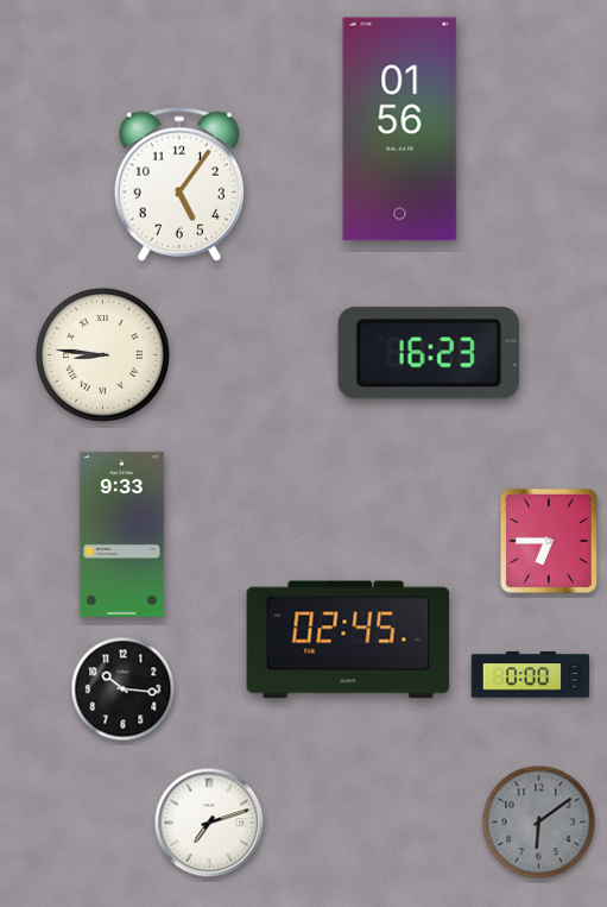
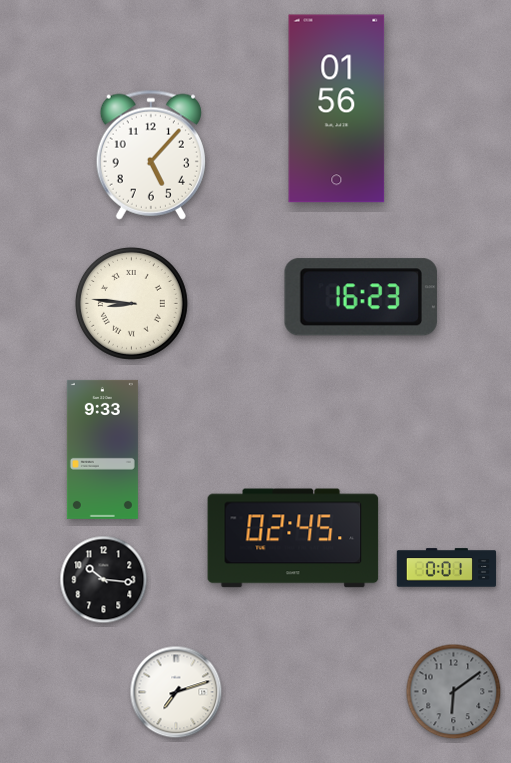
clock at (179, 184): 5:06 -> 5:07
clock at (102, 354) position: (102, 354) -> (131, 303)
clock at (549, 541): 6:45 -> none
clock at (531, 675): 0:00 -> 0:01
